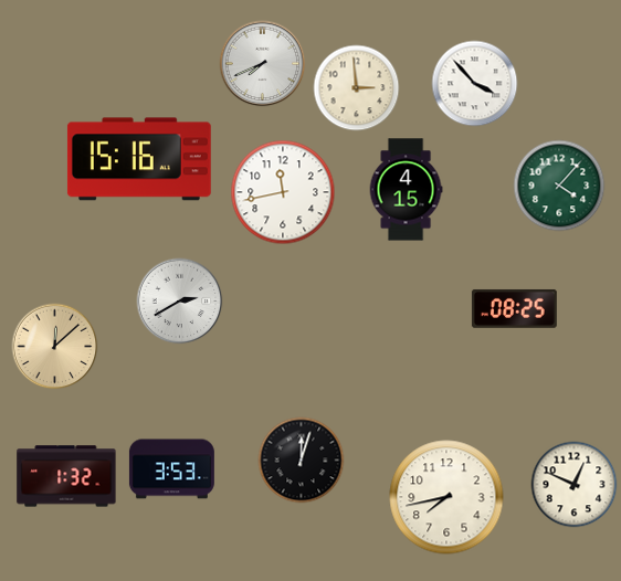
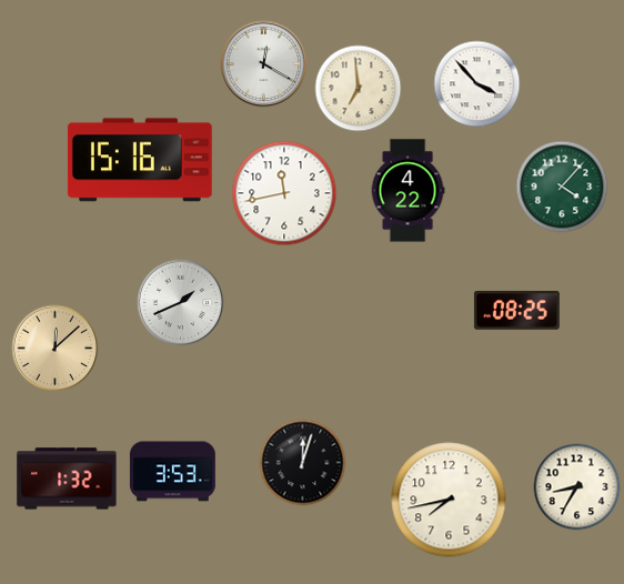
clock at (262, 63): 7:41 -> 12:20
clock at (356, 87): 2:59 -> 6:59
clock at (406, 190): 4:15 -> 4:22
clock at (179, 300): 2:40 -> 1:41
clock at (573, 484): 12:49 -> 8:35
